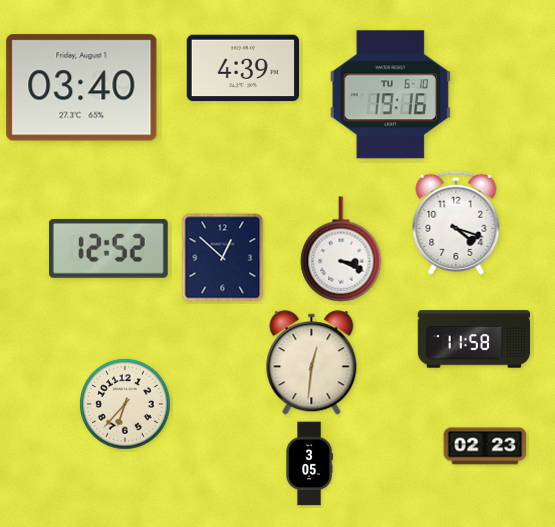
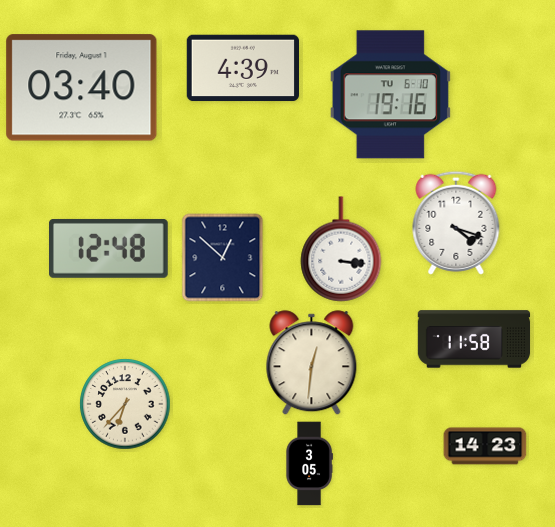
clock at (109, 248): 12:52 -> 12:48
clock at (341, 249): 3:19 -> 3:16
clock at (485, 446): 02:23 -> 14:23
